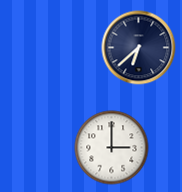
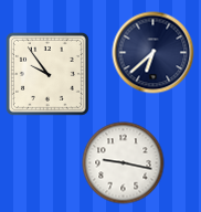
clock at (47, 74): none -> 9:54
clock at (112, 148): 3:00 -> 9:17
